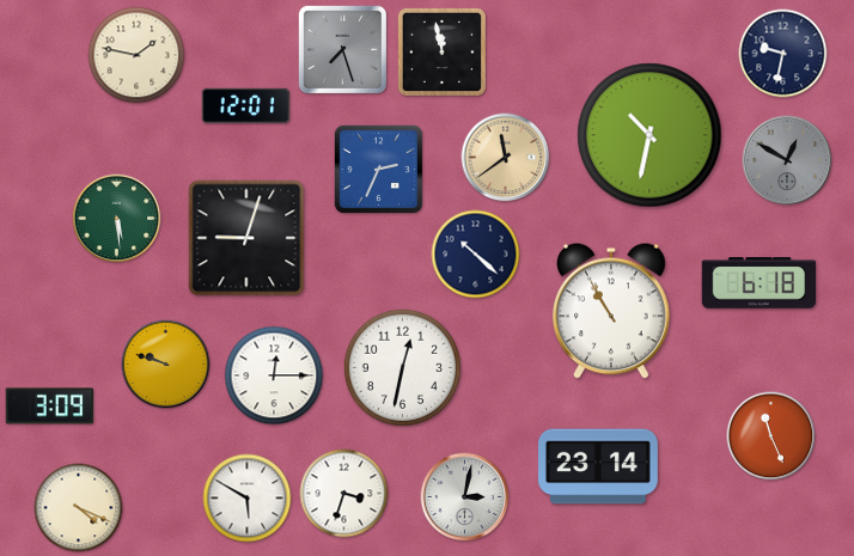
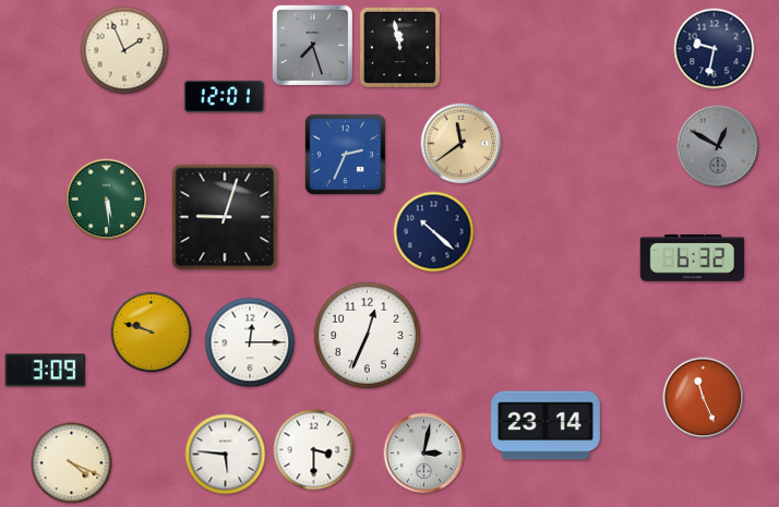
clock at (441, 51) position: (441, 51) -> (399, 47)
clock at (136, 55): 1:47 -> 1:56
clock at (649, 135): 10:32 -> none
clock at (758, 283): 6:18 -> 6:32
clock at (611, 311): 10:55 -> none
clock at (402, 367): 12:32 -> 12:34
clock at (344, 494): 3:33 -> 3:30
clock at (248, 499): 5:50 -> 5:46
